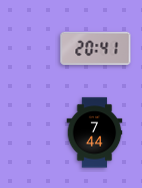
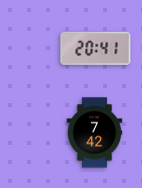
clock at (95, 133): 7:44 -> 7:42
